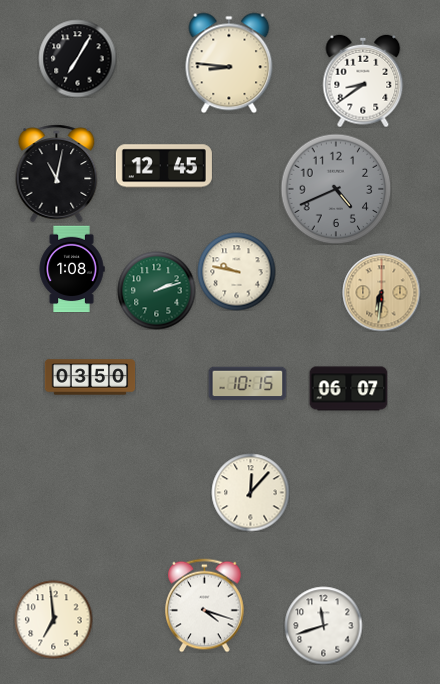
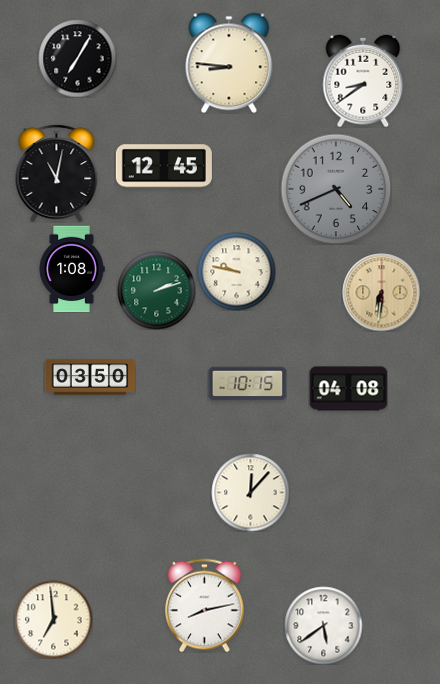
clock at (348, 389): 06:07 -> 04:08
clock at (205, 605): 4:18 -> 8:13
clock at (323, 625): 11:42 -> 5:39
